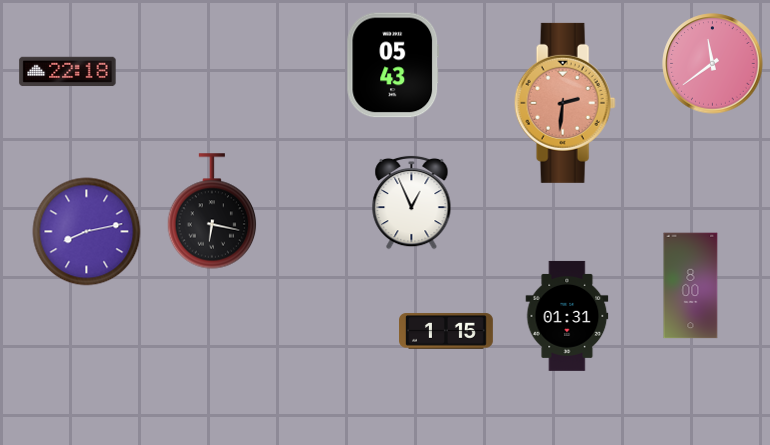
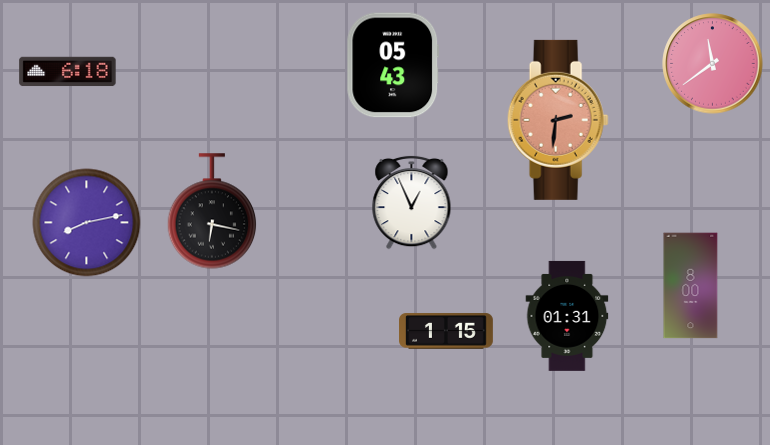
clock at (68, 72): 22:18 -> 6:18
clock at (565, 103) position: (565, 103) -> (558, 120)
clock at (87, 232) position: (87, 232) -> (87, 223)
